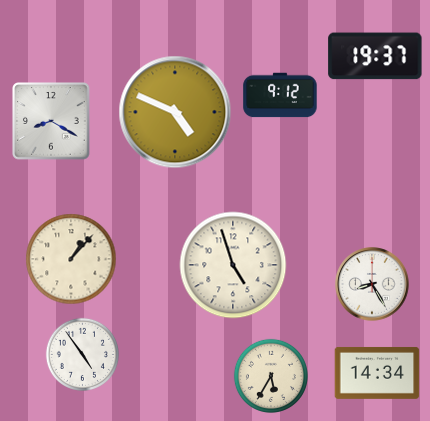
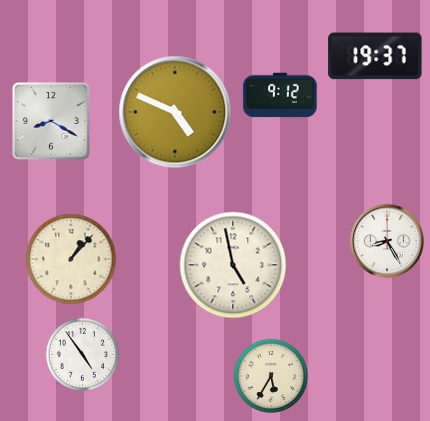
clock at (233, 265): 4:57 -> 4:58
clock at (372, 284) position: (372, 284) -> (387, 241)
clock at (377, 373): 14:34 -> none
